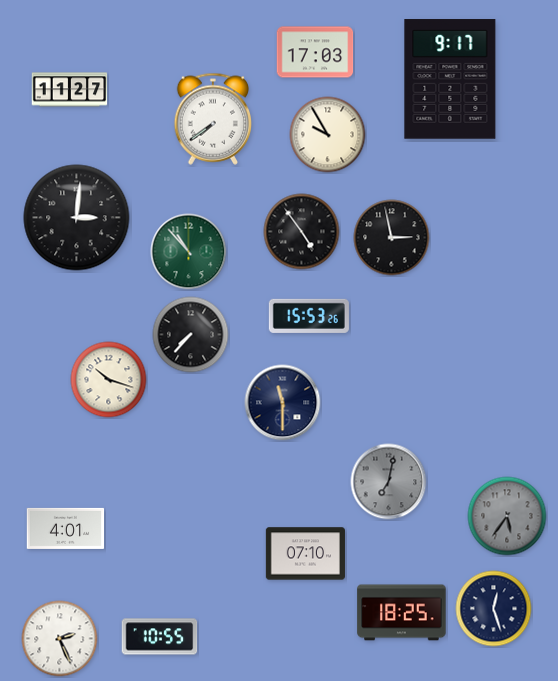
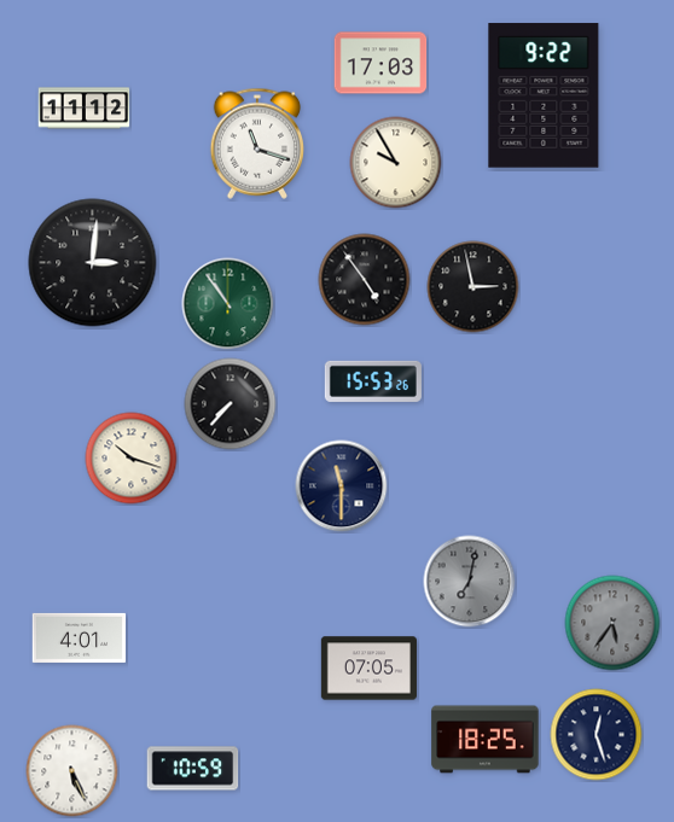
clock at (450, 79): 9:17 -> 9:22
clock at (70, 90): 11:27 -> 11:12
clock at (213, 119): 7:39 -> 11:18
clock at (189, 252): 10:53 -> 10:54
clock at (305, 554): 07:10 -> 07:05
clock at (160, 637): 10:55 -> 10:59
clock at (60, 639): 2:26 -> 5:26
